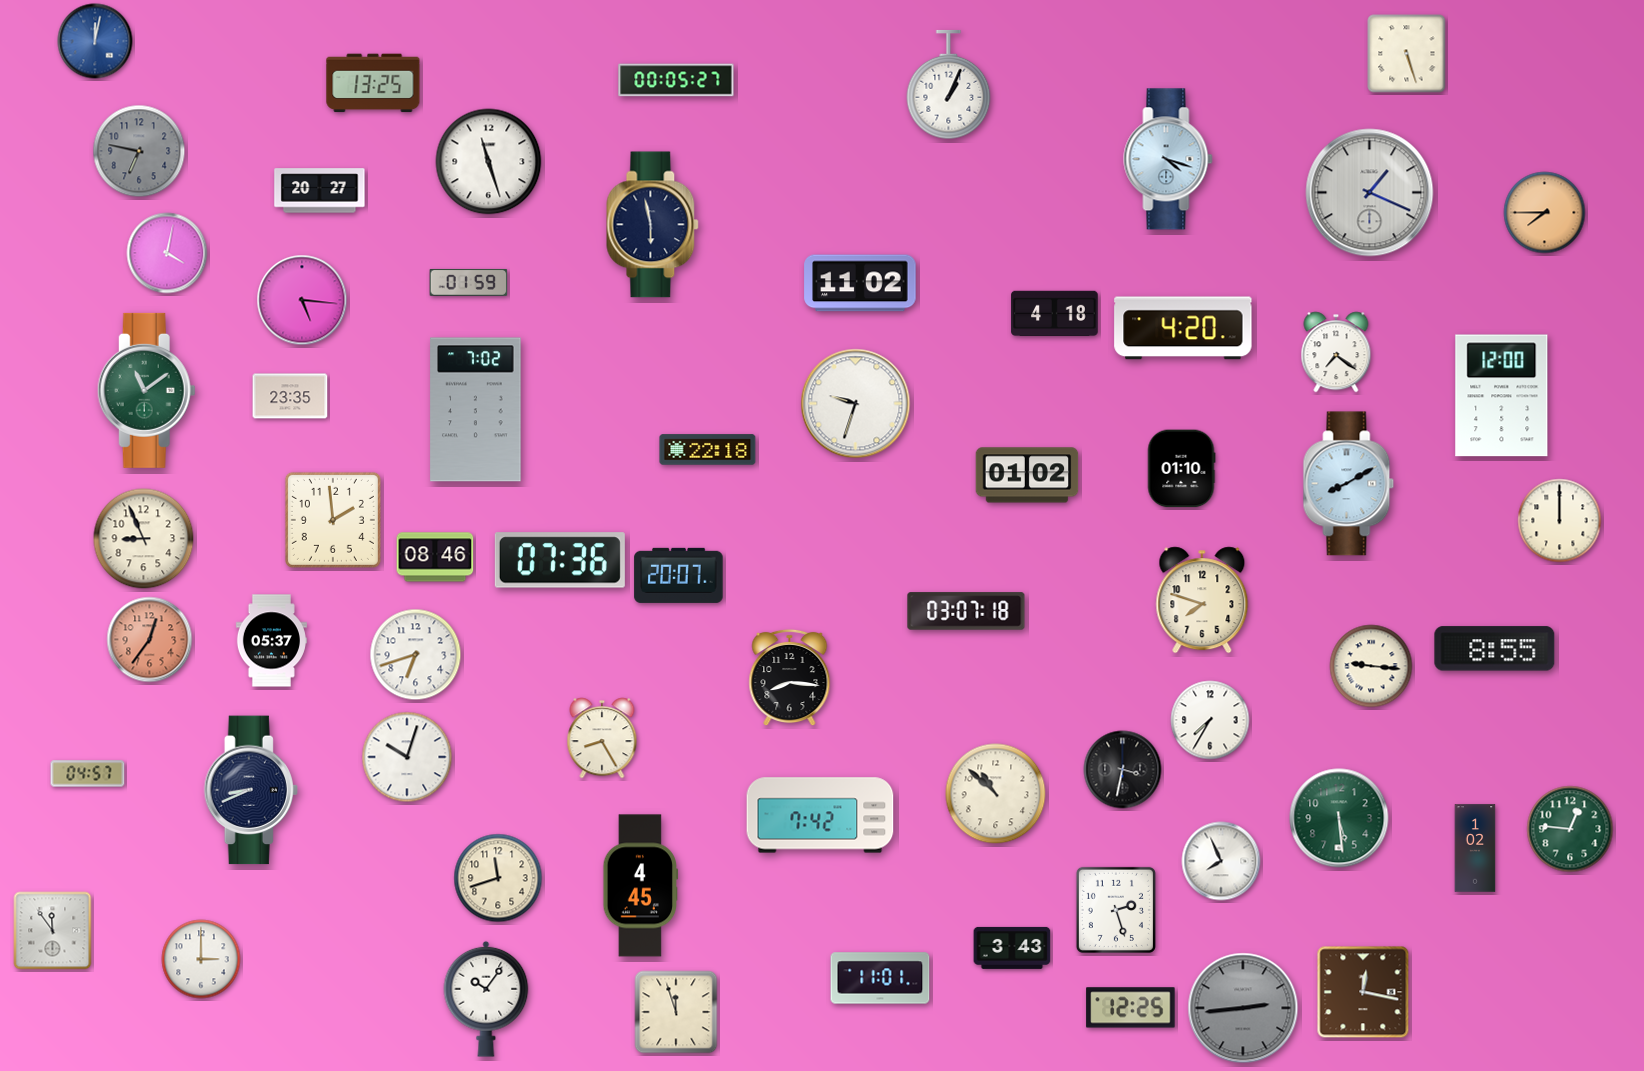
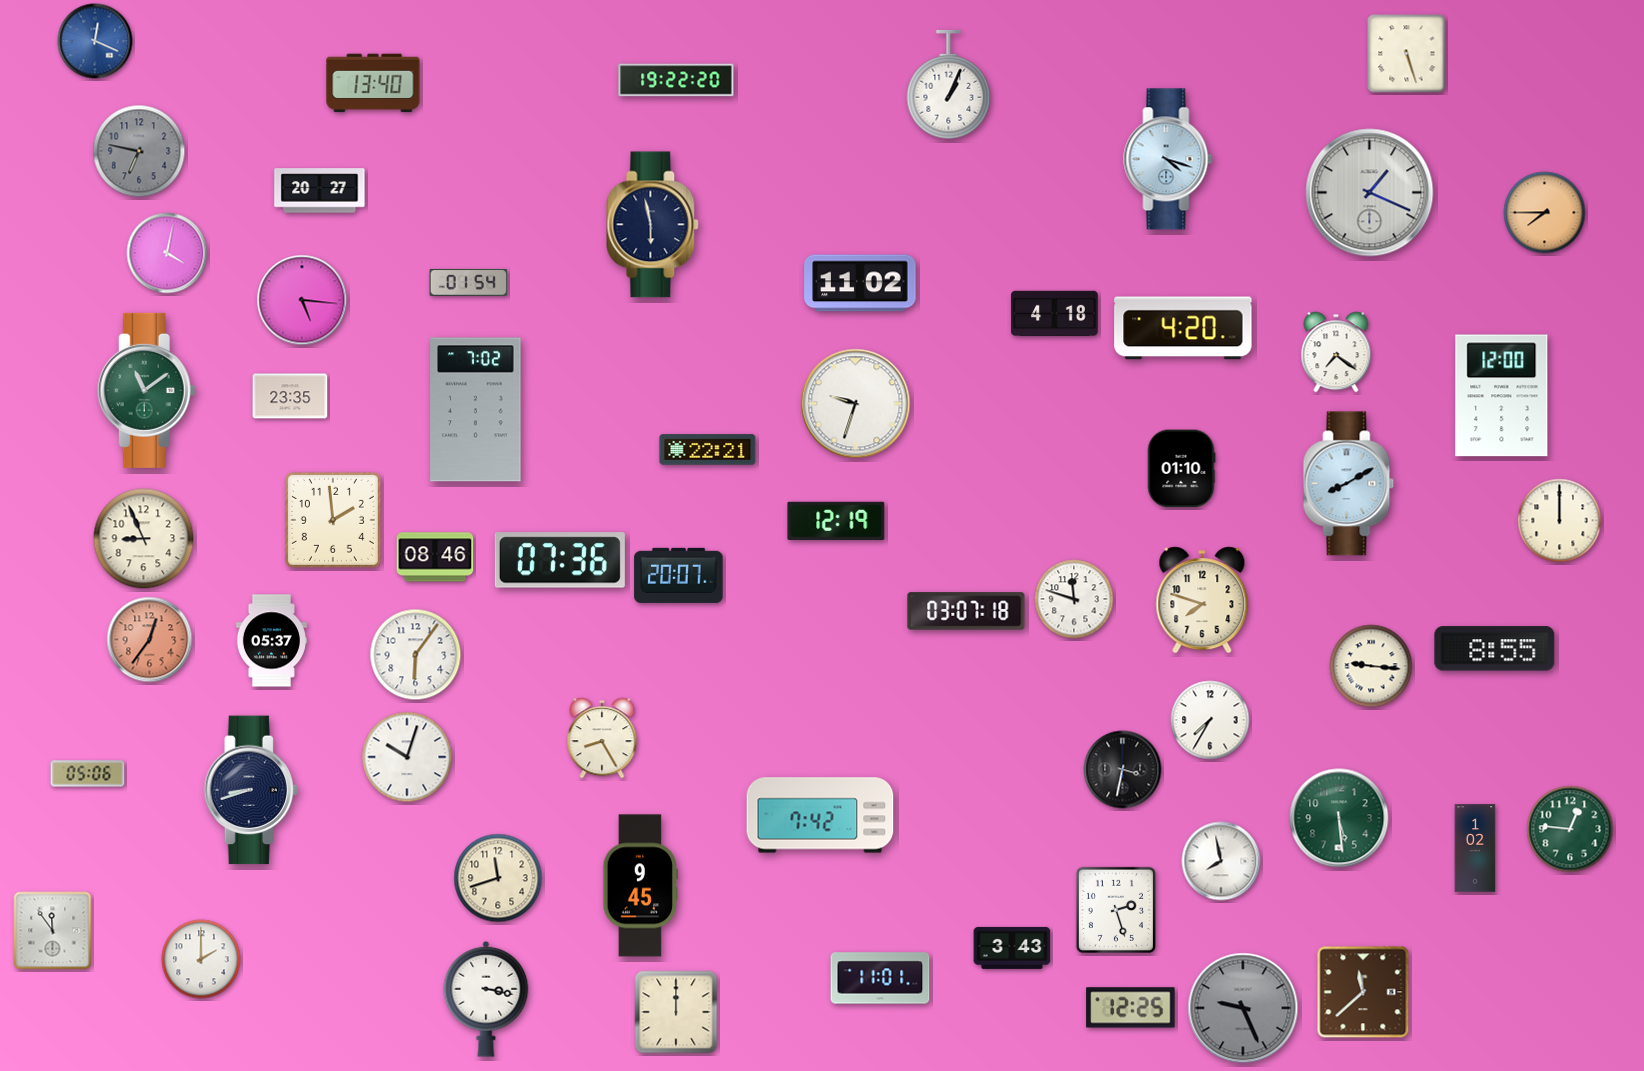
clock at (95, 41): 12:02 -> 12:19
clock at (676, 80): 00:05 -> 19:22
clock at (373, 83): 13:25 -> 13:40
clock at (489, 162): 11:27 -> none
clock at (469, 282): 01:59 -> 01:54
clock at (708, 450): 22:18 -> 22:21
clock at (1027, 475): 01:02 -> none
clock at (836, 520): none -> 12:19
clock at (1074, 599): none -> 11:48
clock at (416, 655): 6:42 -> 6:06
clock at (790, 678): 8:16 -> none
clock at (88, 774): 04:57 -> 05:06
clock at (250, 790): 8:41 -> 8:42
clock at (996, 794): 10:52 -> none
clock at (1221, 861): 7:56 -> 7:58
clock at (641, 886): 4:45 -> 9:45
clock at (201, 959): 3:00 -> 2:00
clock at (1363, 992): 12:17 -> 11:38
clock at (486, 999): 10:06 -> 3:17
clock at (1243, 1008): 2:44 -> 9:26
clock at (676, 1012): 11:57 -> 12:00
